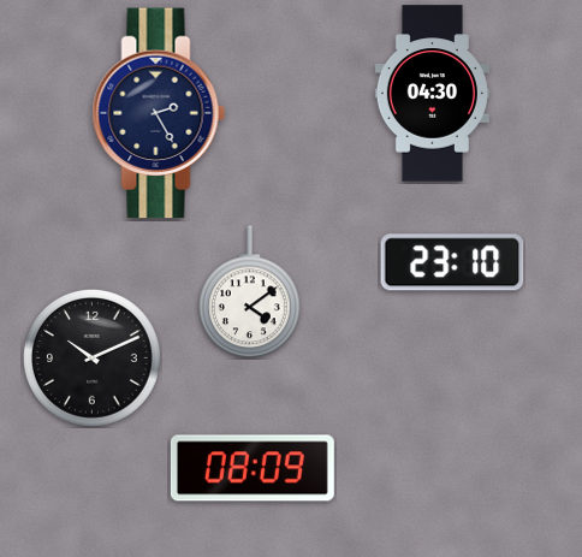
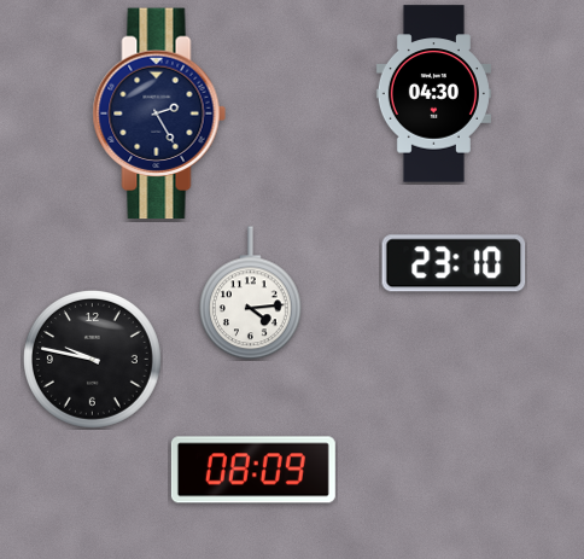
clock at (250, 292): 4:09 -> 4:14
clock at (91, 357): 10:11 -> 9:47
